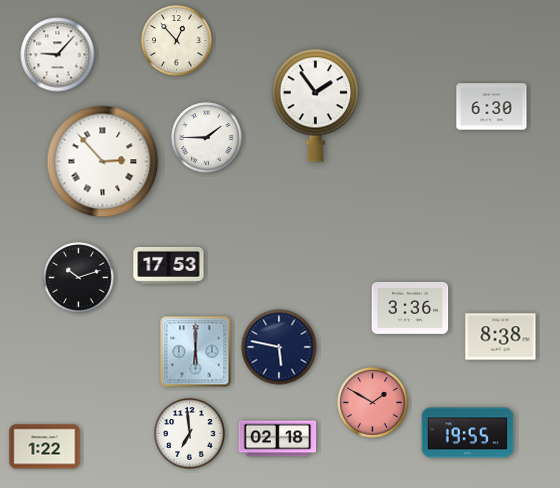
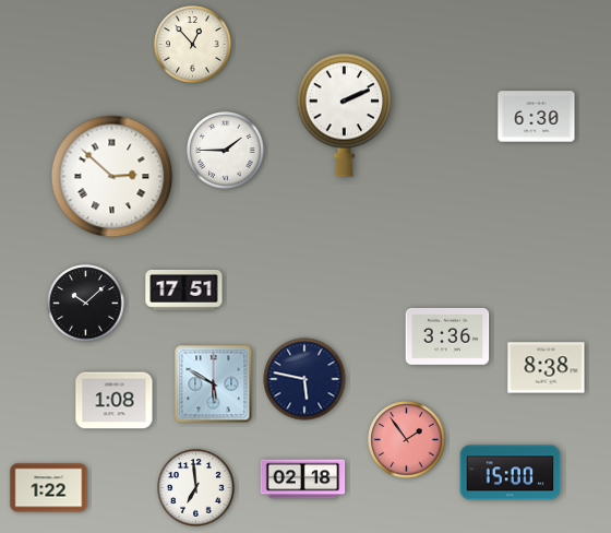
clock at (58, 55): 9:07 -> none
clock at (316, 105): 1:54 -> 2:11
clock at (103, 162): 2:53 -> 2:52
clock at (169, 265): 17:53 -> 17:51
clock at (79, 278): 10:12 -> 10:08
clock at (196, 352): 6:00 -> 5:50
clock at (115, 401): none -> 1:08
clock at (373, 403): 1:50 -> 1:54
clock at (468, 433): 19:55 -> 15:00
clock at (190, 434) position: (190, 434) -> (196, 488)
